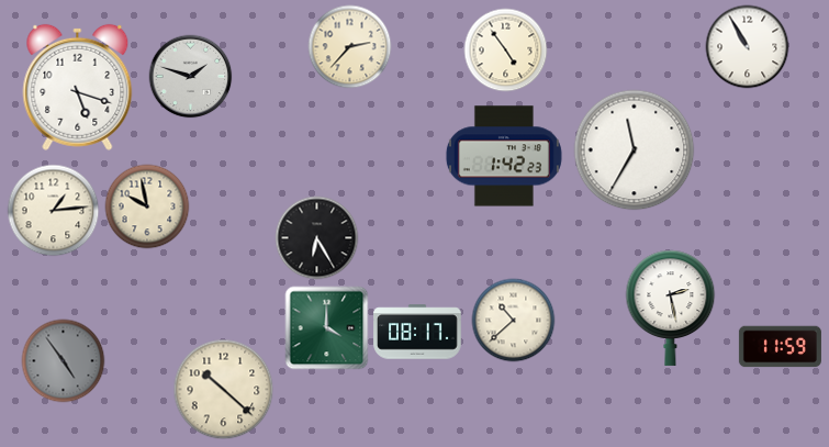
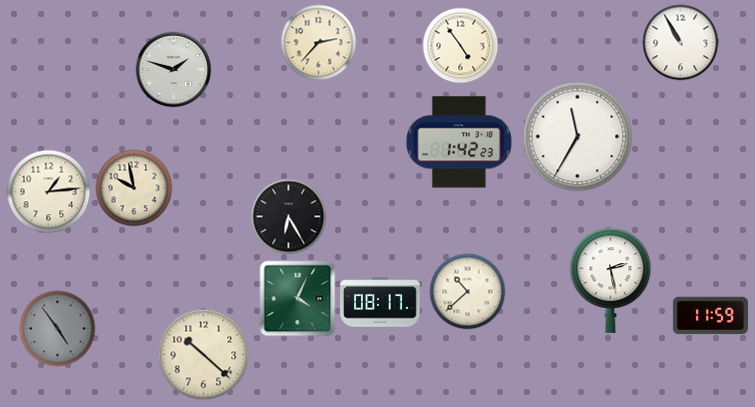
clock at (78, 87): 5:18 -> none
clock at (327, 328): 4:00 -> 4:04
